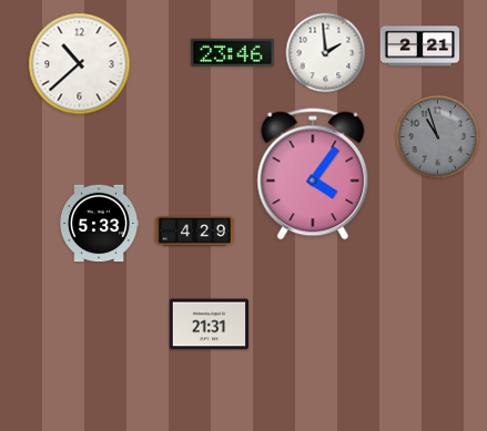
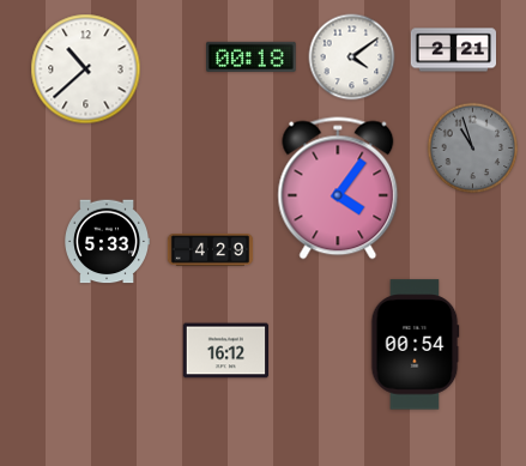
clock at (233, 52): 23:46 -> 00:18
clock at (326, 53): 1:59 -> 4:09
clock at (415, 345): none -> 00:54
clock at (209, 325): 21:31 -> 16:12
